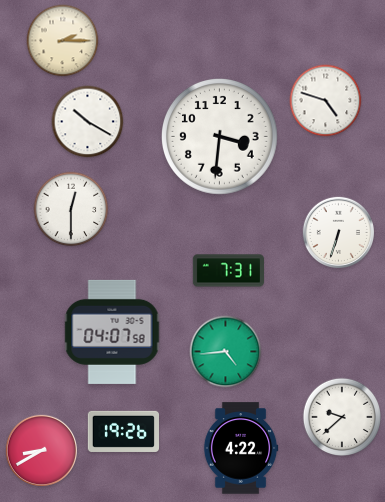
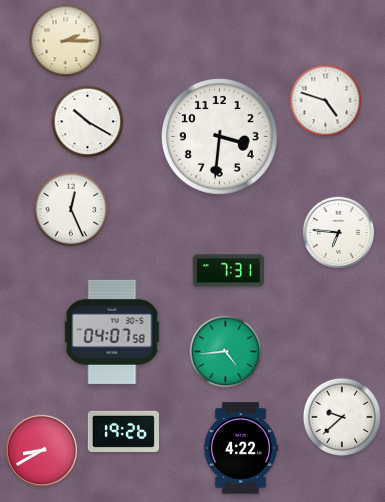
clock at (63, 41) position: (63, 41) -> (66, 41)
clock at (71, 209): 12:30 -> 12:26
clock at (338, 232): 6:33 -> 6:46
